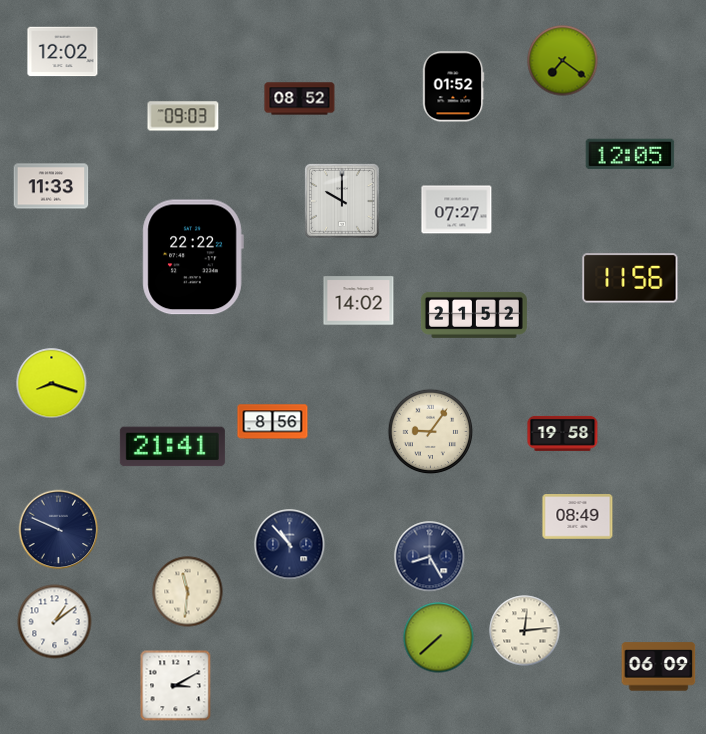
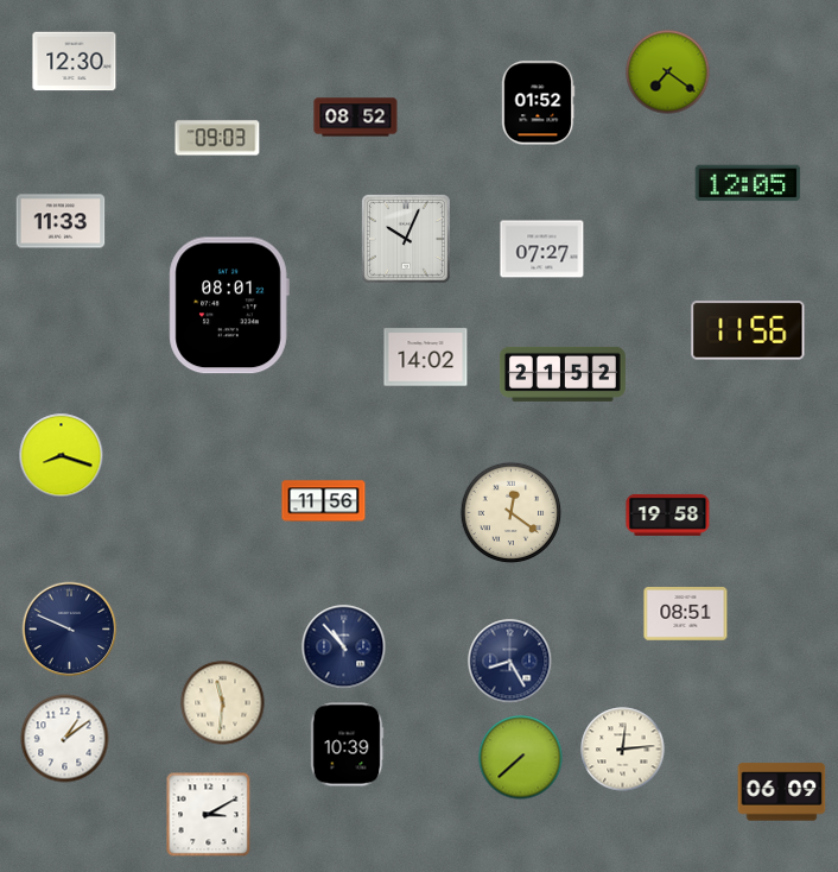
clock at (63, 52): 12:02 -> 12:30
clock at (342, 201): 10:00 -> 10:04
clock at (193, 257): 22:22 -> 08:01
clock at (273, 422): 8:56 -> 11:56
clock at (431, 432): 9:06 -> 12:21
clock at (172, 447): 21:41 -> none
clock at (578, 517): 08:49 -> 08:51
clock at (347, 745): none -> 10:39
